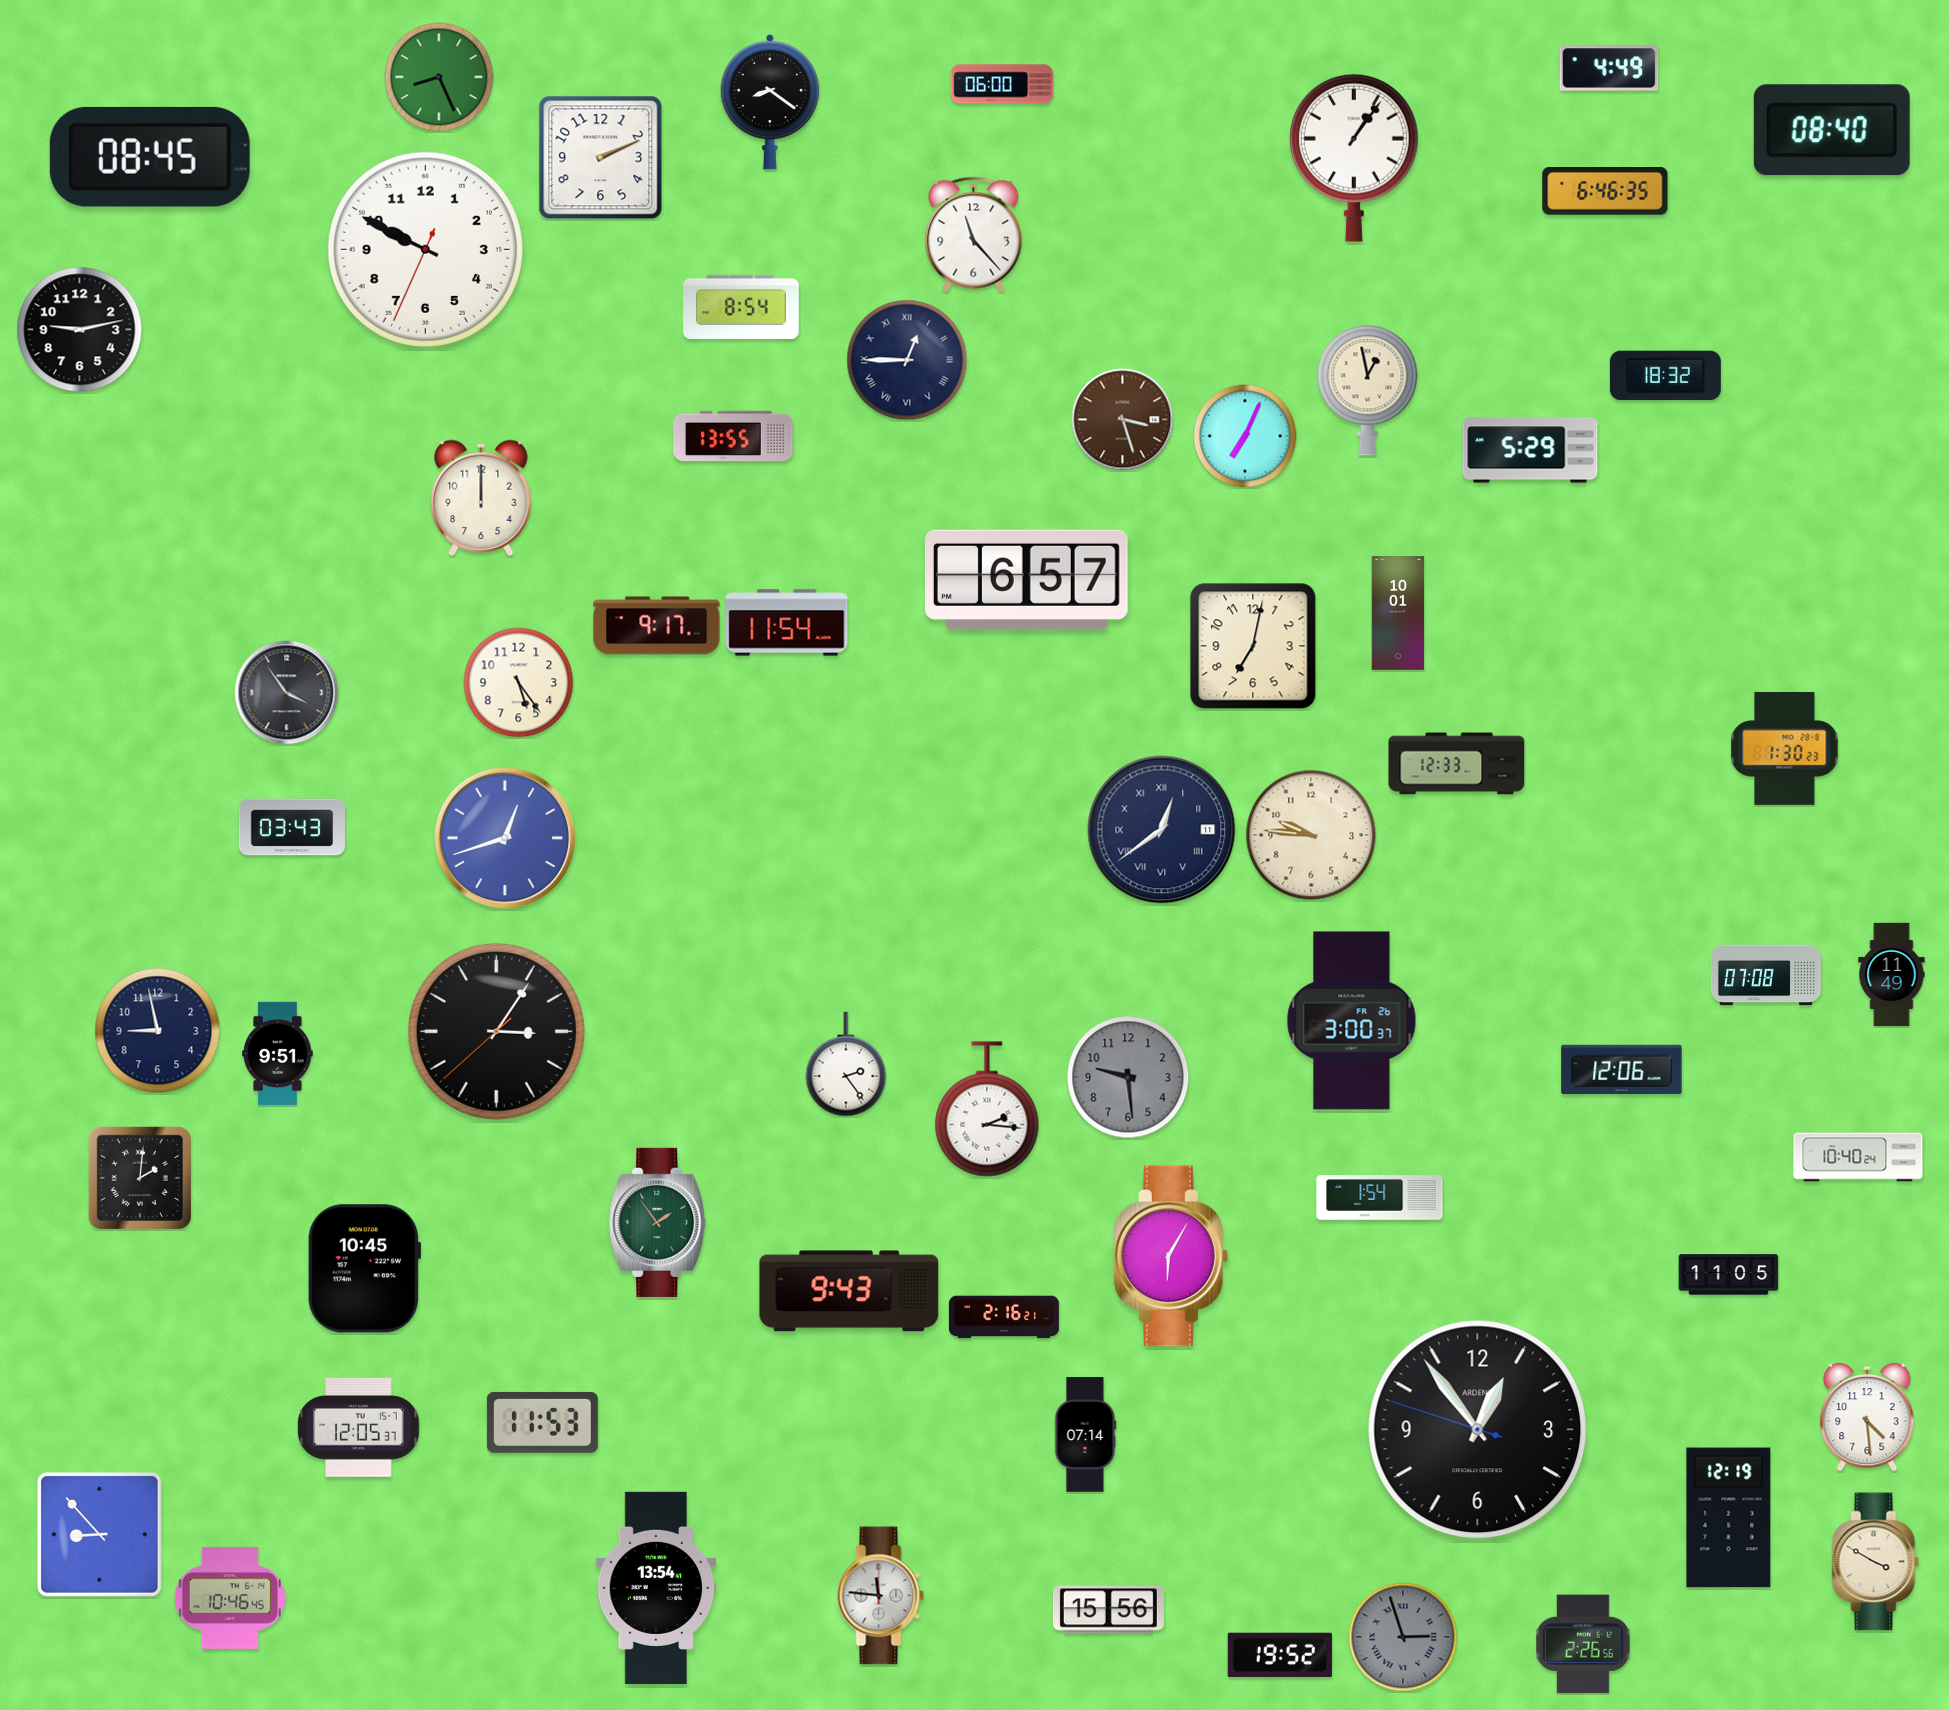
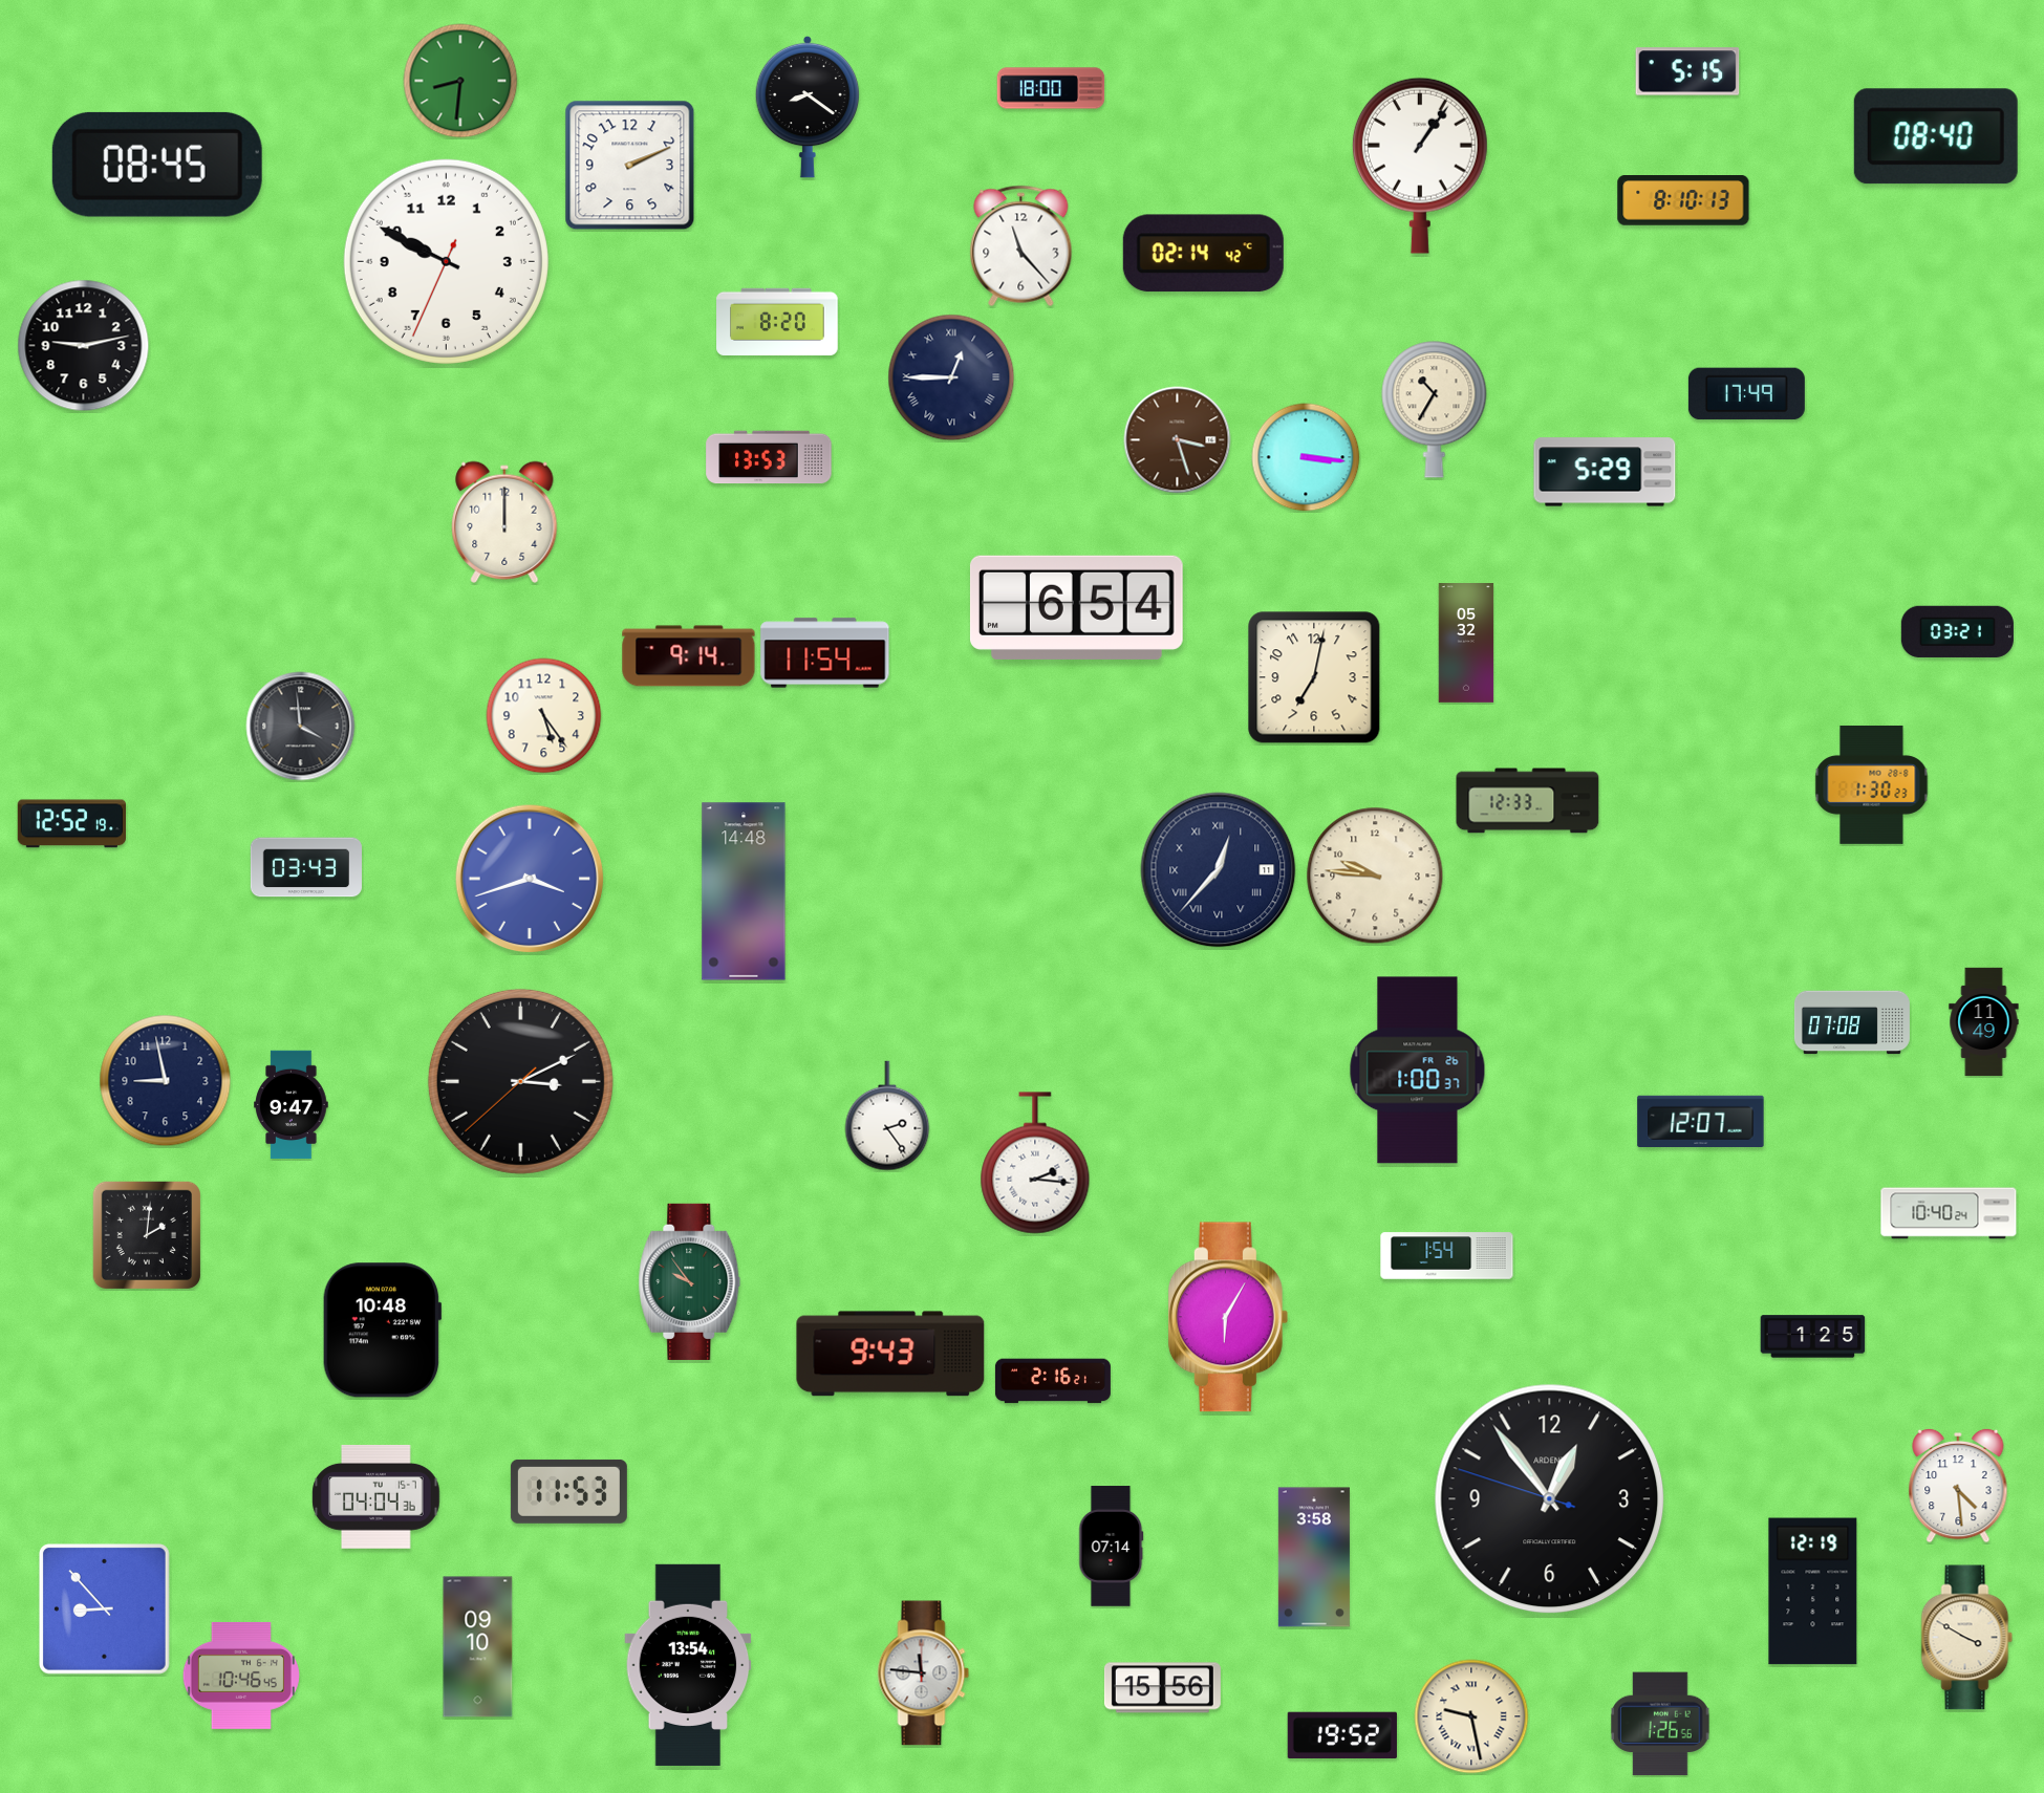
clock at (1609, 68): 4:49 -> 5:15
clock at (439, 77): 8:26 -> 8:31
clock at (1002, 84): 06:00 -> 18:00
clock at (1832, 130) position: (1832, 130) -> (1936, 136)
clock at (1605, 192): 6:46 -> 8:10
clock at (1203, 254): none -> 02:14
clock at (741, 307): 8:54 -> 8:20
clock at (1665, 376): 18:32 -> 17:49
clock at (1368, 391): 12:58 -> 10:35
clock at (733, 436): 13:55 -> 13:53
clock at (1245, 436): 7:04 -> 3:16
clock at (1026, 579): 6:57 -> 6:54
clock at (1957, 631): none -> 03:21
clock at (1398, 613): 10:01 -> 05:32
clock at (657, 626): 9:17 -> 9:14
clock at (287, 693): 3:54 -> 3:59
clock at (72, 824): none -> 12:52
clock at (1162, 830): 12:39 -> 12:37
clock at (505, 838): 12:42 -> 3:42
clock at (744, 891): none -> 14:48
clock at (1352, 1021): 3:00 -> 1:00
clock at (496, 1031): 3:05 -> 3:10
clock at (278, 1054): 9:51 -> 9:47
clock at (1622, 1069): 12:06 -> 12:07
clock at (1128, 1077): 9:29 -> none
clock at (658, 1222): 1:54 -> 9:54
clock at (364, 1269): 10:45 -> 10:48
clock at (1729, 1275): 11:05 -> 1:25
clock at (359, 1427): 12:05 -> 04:04
clock at (1086, 1435) position: (1086, 1435) -> (1112, 1547)
clock at (1314, 1557): none -> 3:58
clock at (478, 1647): none -> 09:10
clock at (1403, 1637): 2:57 -> 9:28
clock at (1403, 1637) dial: grey -> cream
clock at (1583, 1644): 2:26 -> 1:26
